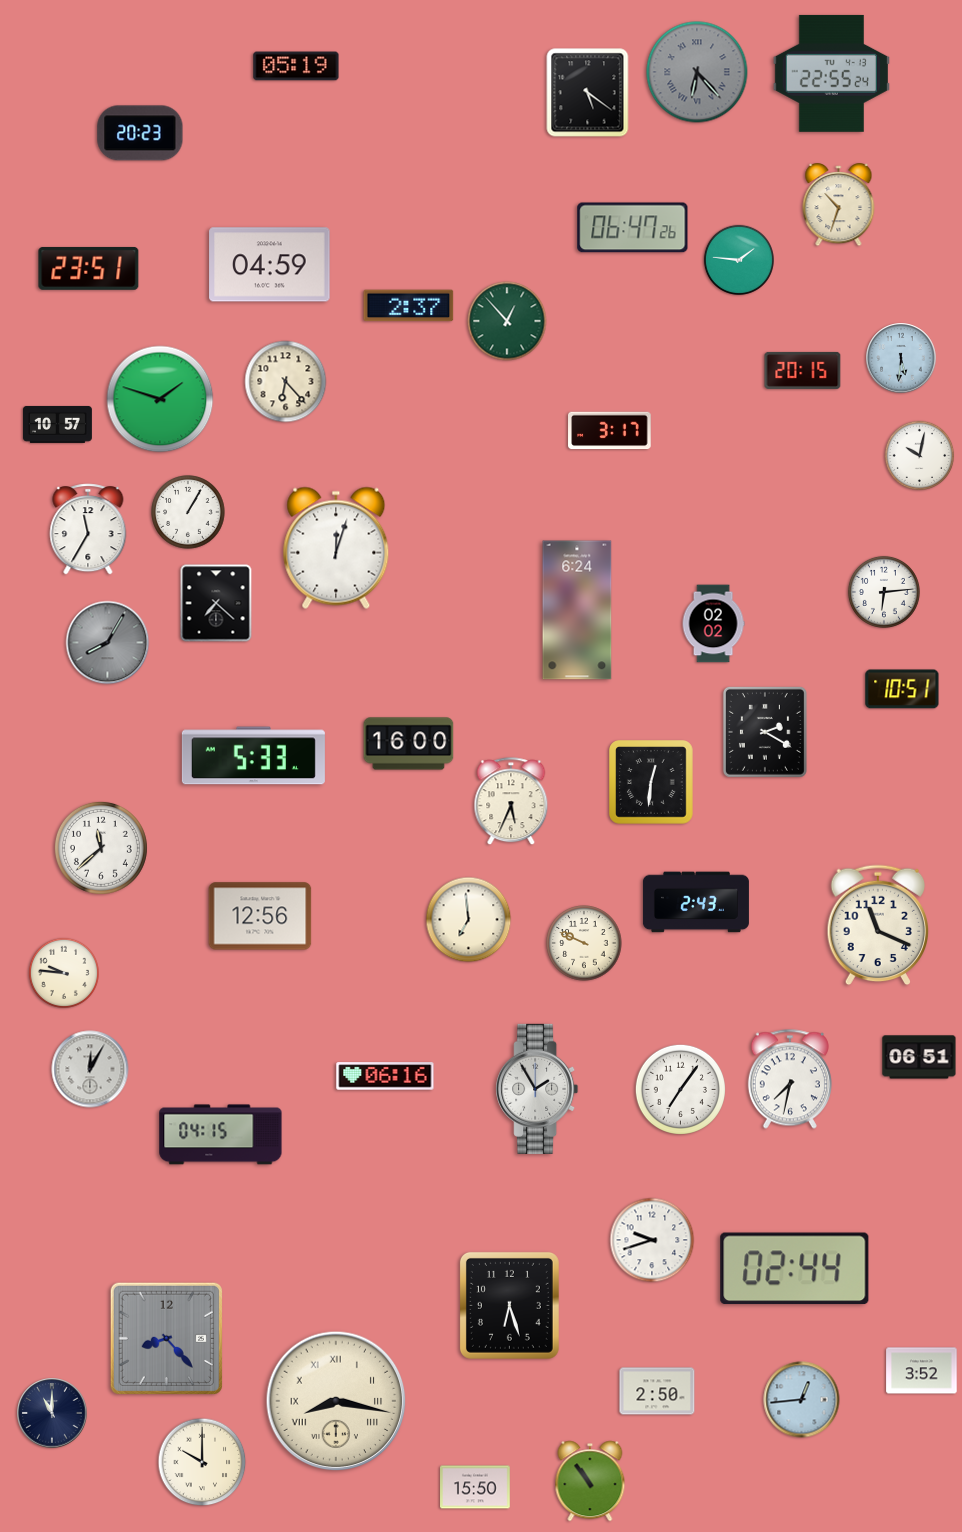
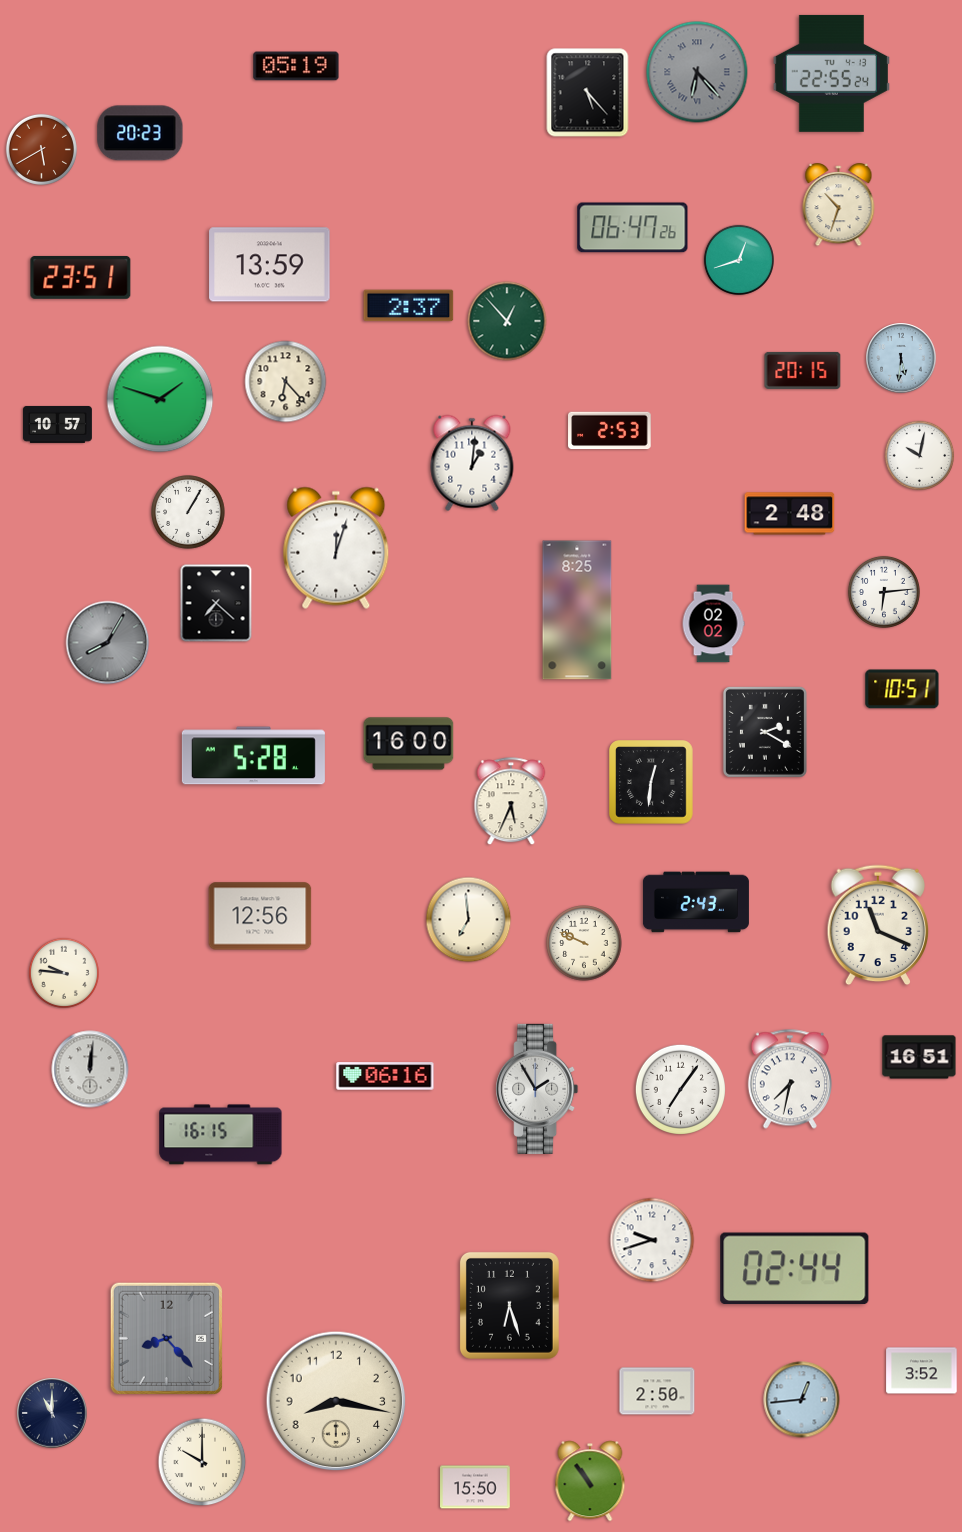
clock at (588, 93): 5:21 -> 5:23
clock at (41, 149): none -> 5:40
clock at (739, 260): 1:46 -> 12:42
clock at (270, 265): 04:59 -> 13:59
clock at (89, 268) position: (89, 268) -> (81, 277)
clock at (610, 431): 3:17 -> 2:53
clock at (472, 463): none -> 1:01
clock at (790, 514): none -> 2:48
clock at (88, 529): 11:35 -> none
clock at (577, 610): 6:24 -> 8:25
clock at (253, 756): 5:33 -> 5:28
clock at (101, 848): 11:38 -> none
clock at (919, 1057): 06:51 -> 16:51
clock at (90, 1069): 12:05 -> 12:01
clock at (221, 1135): 04:15 -> 16:15
clock at (336, 1401) numerals: Roman -> Arabic
